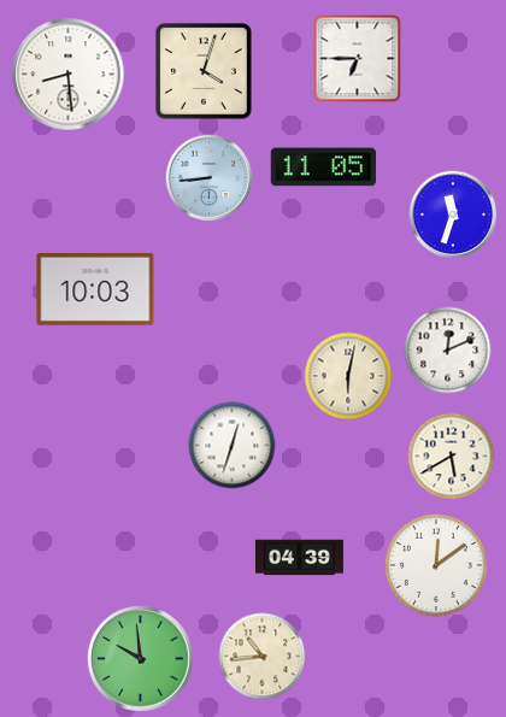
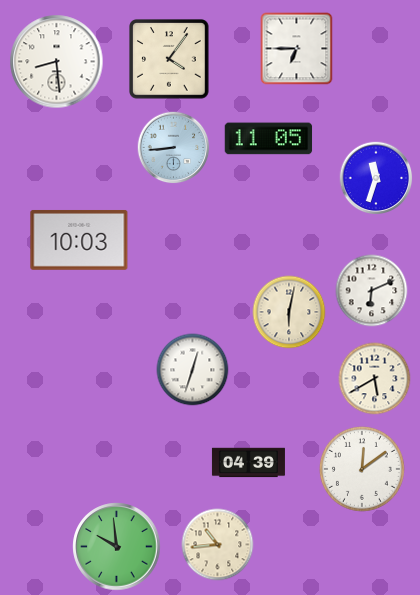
clock at (204, 71): 4:03 -> 4:06
clock at (448, 351): 12:11 -> 6:11
